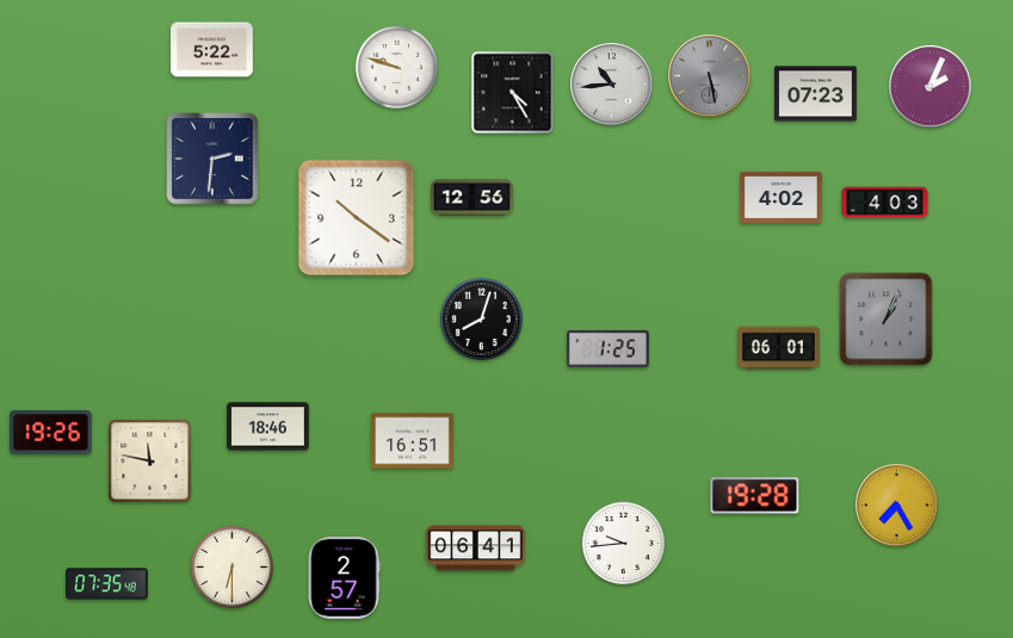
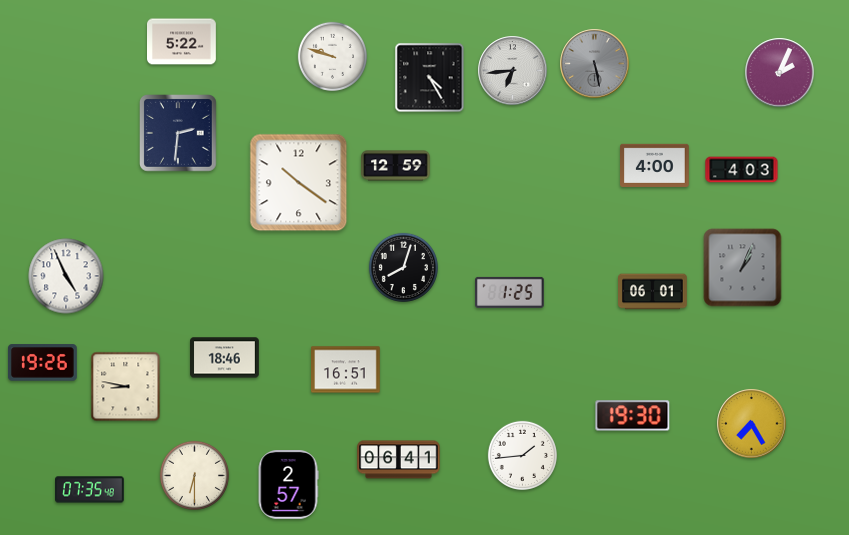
clock at (212, 50) position: (212, 50) -> (182, 42)
clock at (612, 85): 10:44 -> 6:44
clock at (816, 94): 07:23 -> none
clock at (782, 197): 4:02 -> 4:00
clock at (472, 198): 12:56 -> 12:59
clock at (66, 276): none -> 4:56
clock at (150, 462): 11:47 -> 8:47
clock at (755, 496): 19:28 -> 19:30
clock at (623, 543): 9:44 -> 1:44
